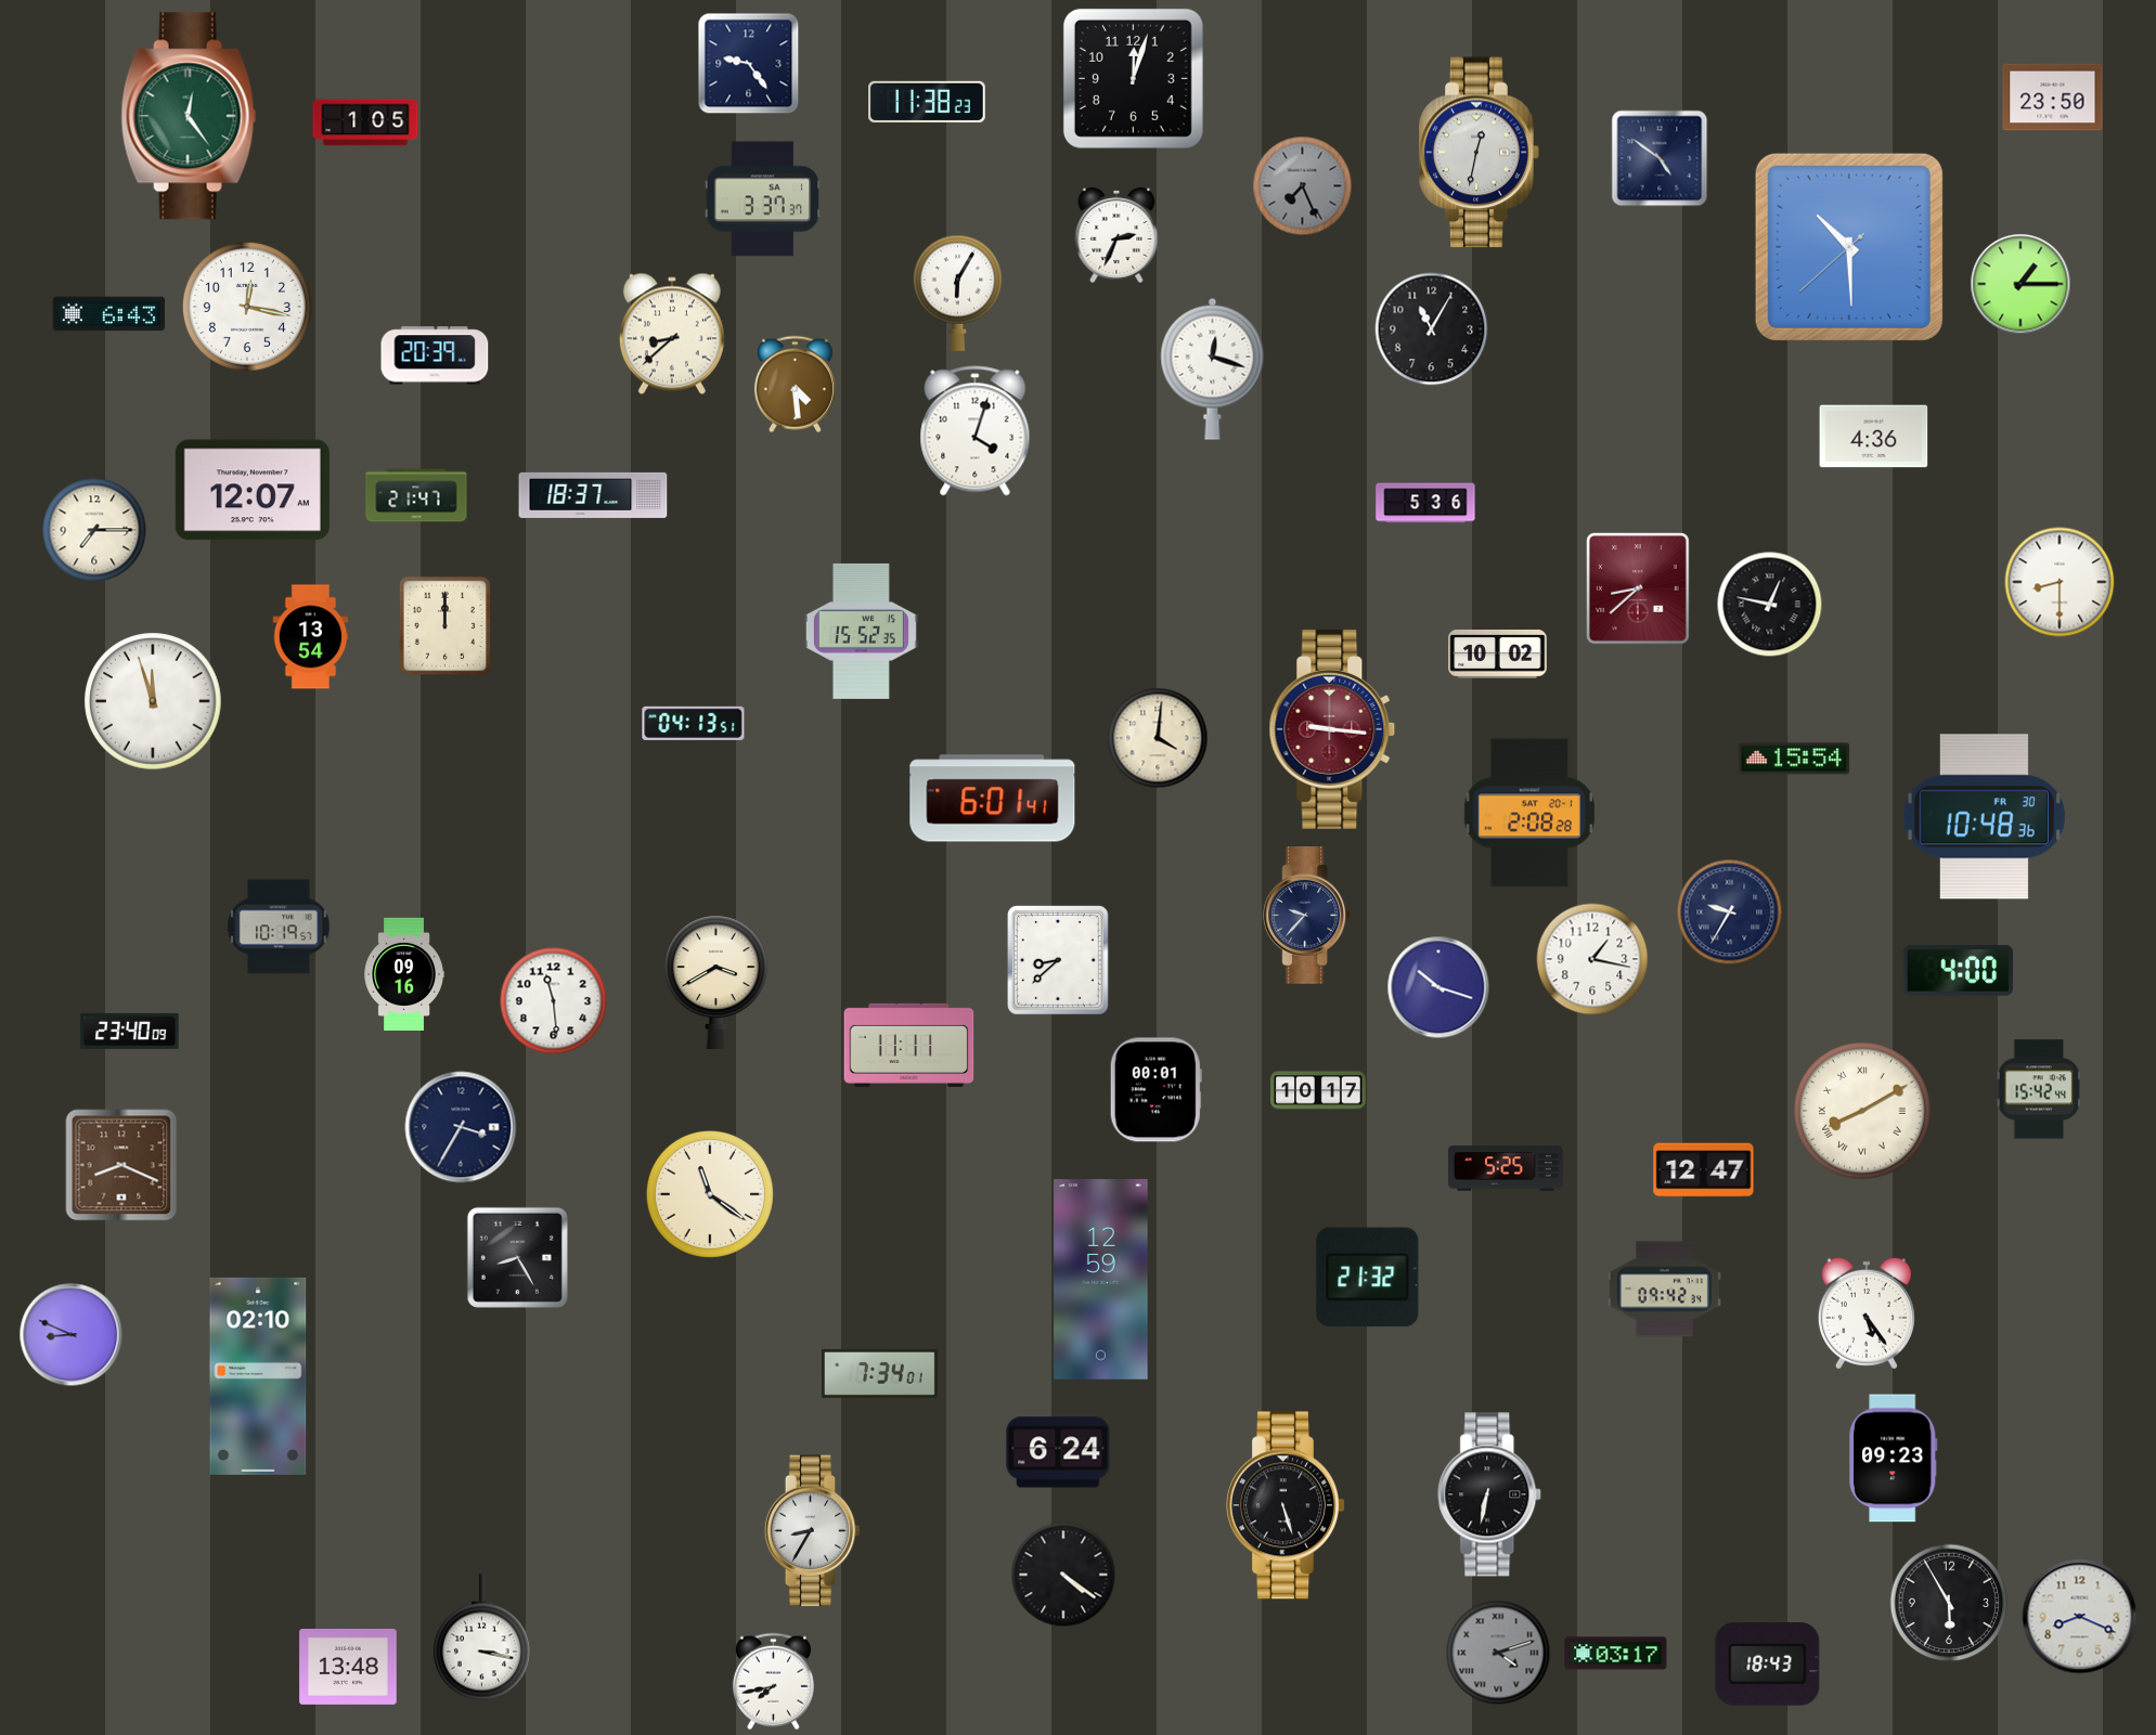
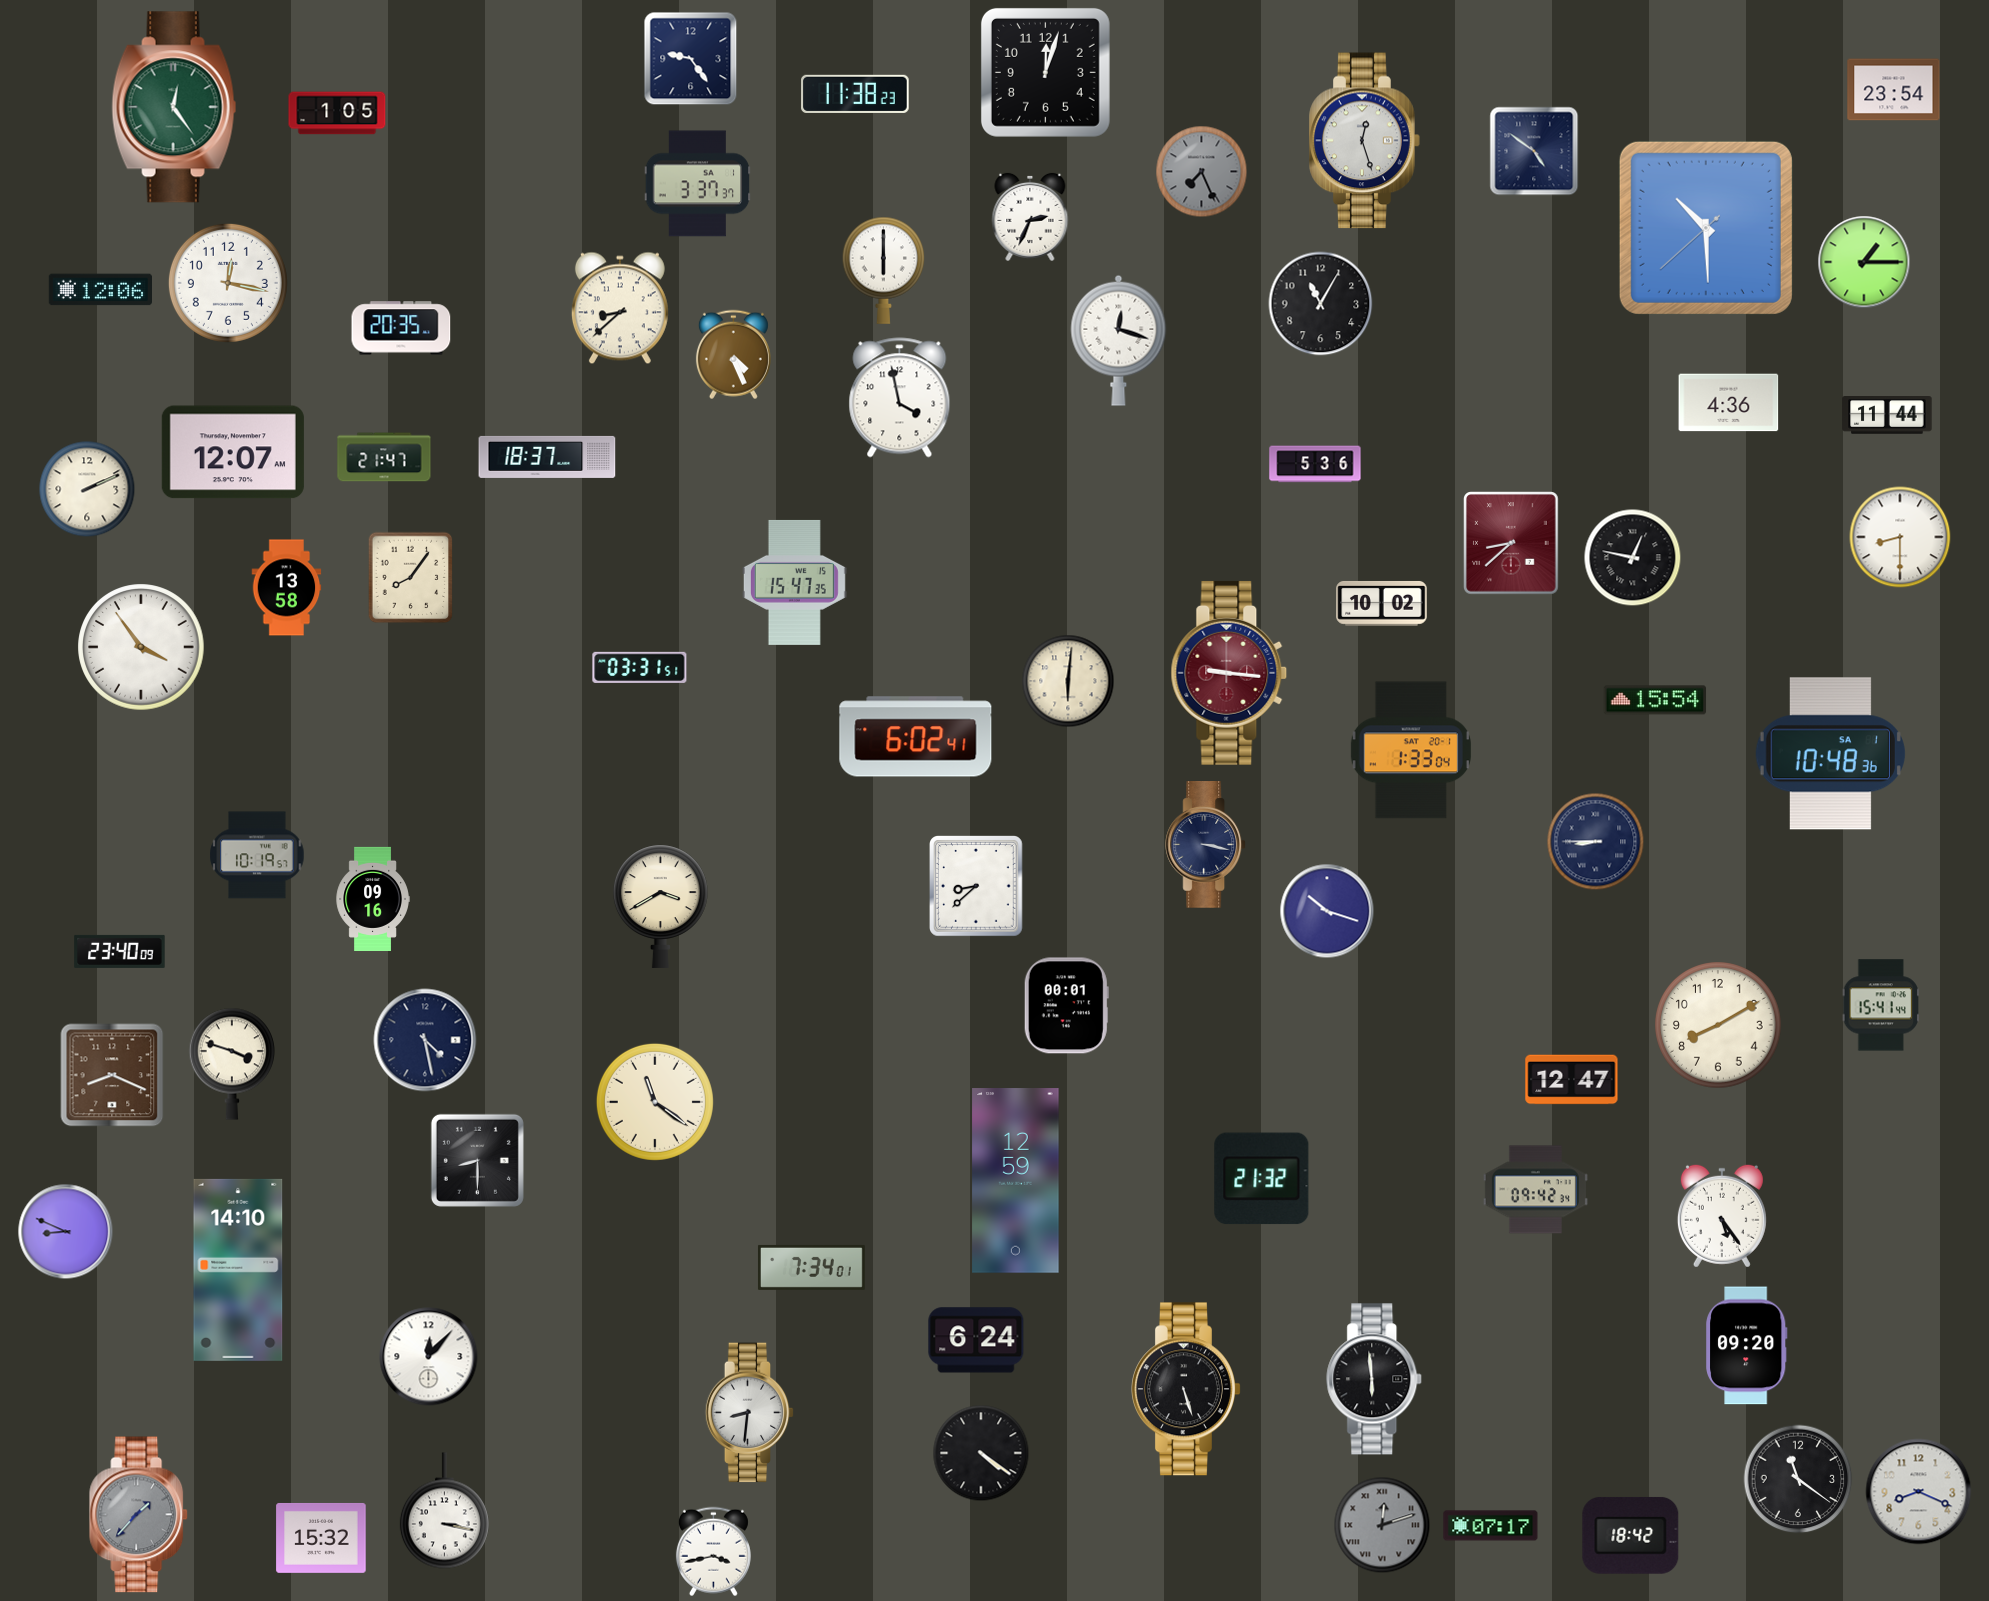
clock at (2053, 98): 23:50 -> 23:54
clock at (1480, 153): 12:32 -> 12:27
clock at (1660, 158) position: (1660, 158) -> (1534, 151)
clock at (763, 199) position: (763, 199) -> (698, 184)
clock at (958, 293): 6:05 -> 6:00
clock at (108, 314): 6:43 -> 12:06
clock at (435, 355): 20:39 -> 20:35
clock at (795, 385): 4:29 -> 4:26
clock at (976, 431): 4:03 -> 3:58
clock at (1887, 416): none -> 11:44
clock at (94, 530): 7:15 -> 2:11
clock at (446, 626): 12:00 -> 8:06
clock at (861, 631): 15:52 -> 15:47
clock at (311, 637): 13:54 -> 13:58
clock at (153, 701): 11:57 -> 3:54
clock at (694, 723): 04:13 -> 03:31
clock at (1158, 738): 4:01 -> 6:01
clock at (993, 799): 6:01 -> 6:02
clock at (1529, 813): 2:08 -> 1:33
clock at (1984, 817) date: FR 30 -> SA 1
clock at (1730, 912): 9:35 -> 8:45
clock at (1307, 916): 9:37 -> 3:17
clock at (1592, 959): 1:17 -> none
clock at (1959, 971): 4:00 -> none
clock at (554, 1001): 11:29 -> none
clock at (909, 1045): 11:11 -> none
clock at (2039, 1089): 15:42 -> 15:41
clock at (1319, 1090): 10:17 -> none
clock at (1862, 1111) numerals: Roman -> Arabic
clock at (461, 1127): 3:35 -> 4:28
clock at (231, 1064): none -> 3:48
clock at (1506, 1168): 5:25 -> none
clock at (517, 1257): 8:25 -> 8:30
clock at (1867, 1313) position: (1867, 1313) -> (1722, 1216)
clock at (258, 1376): 02:10 -> 14:10
clock at (1894, 1459): 09:23 -> 09:20
clock at (429, 1357): none -> 12:07
clock at (1490, 1494): 6:32 -> 5:59
clock at (813, 1531): 8:35 -> 8:31
clock at (1949, 1603): 5:55 -> 11:21
clock at (139, 1515): none -> 1:37
clock at (1498, 1653): 4:12 -> 12:12
clock at (1616, 1654): 03:17 -> 07:17
clock at (1768, 1663): 18:43 -> 18:42
clock at (348, 1667): 13:48 -> 15:32
clock at (773, 1682): 7:43 -> 3:43
